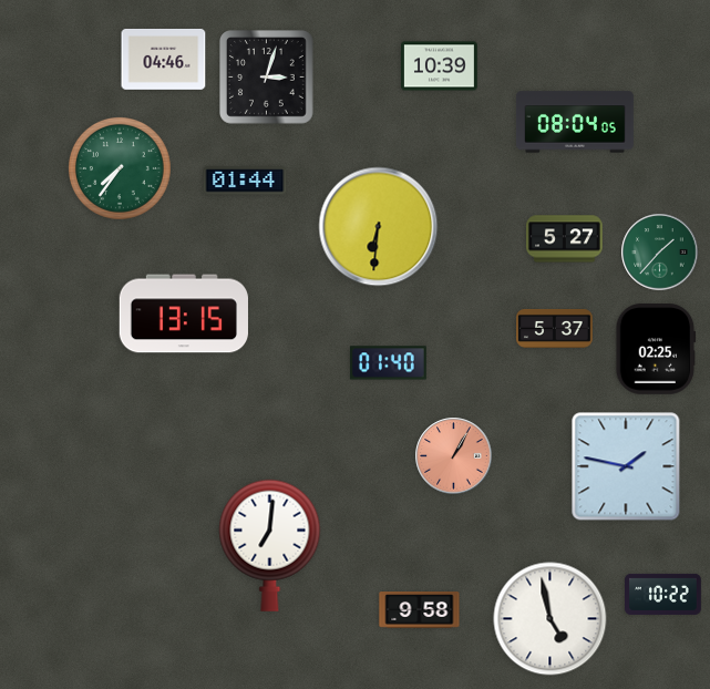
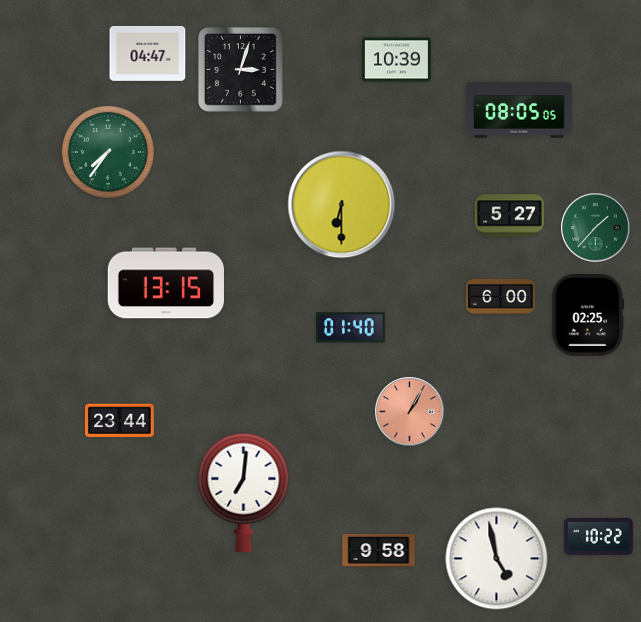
clock at (164, 60): 04:46 -> 04:47
clock at (575, 122): 08:04 -> 08:05
clock at (245, 181): 01:44 -> none
clock at (379, 227): 6:31 -> 6:30
clock at (555, 328): 5:37 -> 6:00
clock at (656, 350) position: (656, 350) -> (588, 316)
clock at (119, 421): none -> 23:44
clock at (626, 466): 1:47 -> none
